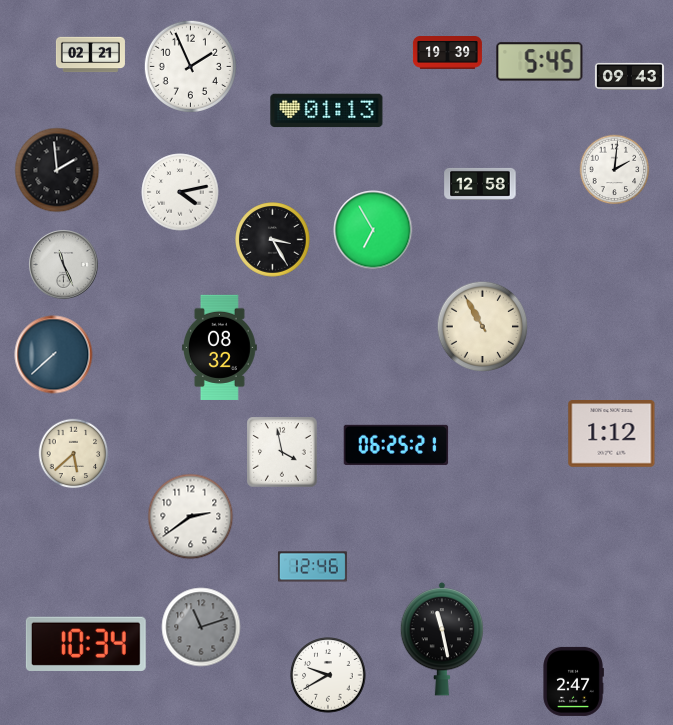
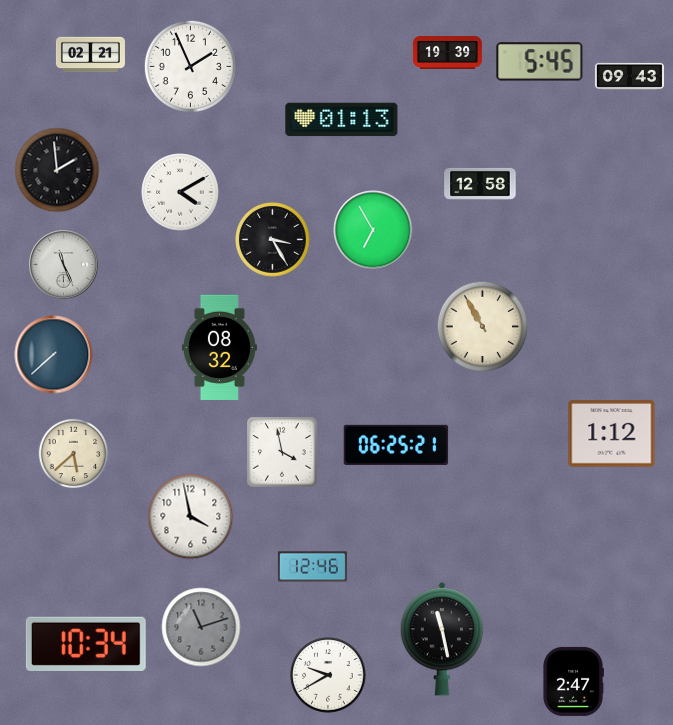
clock at (327, 111) position: (327, 111) -> (342, 120)
clock at (615, 170): 2:01 -> none
clock at (180, 192): 4:13 -> 4:10
clock at (191, 517): 2:39 -> 3:58
